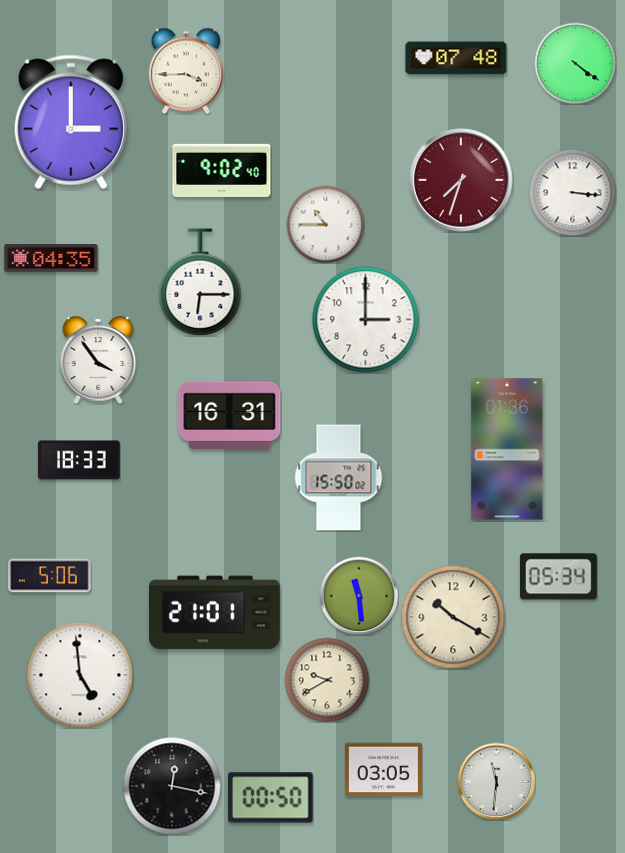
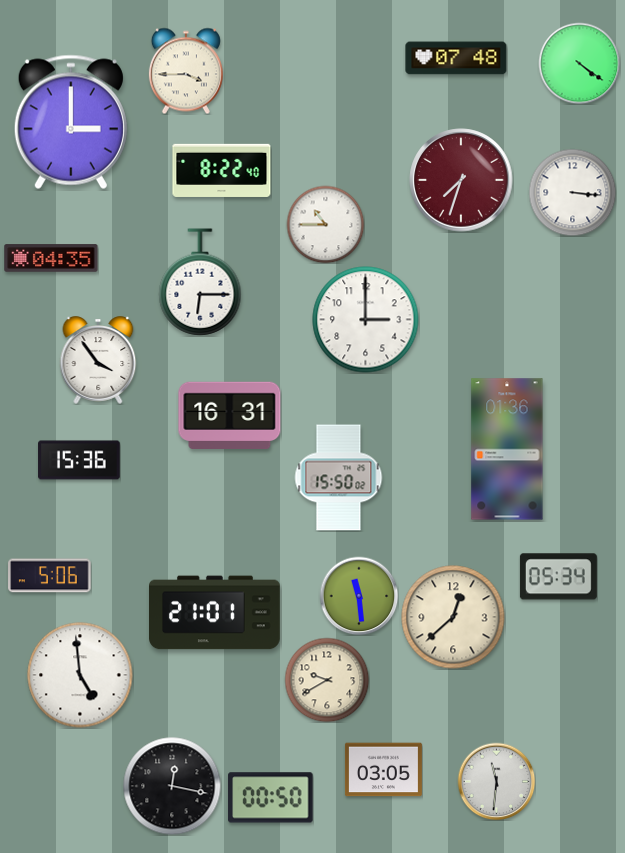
clock at (575, 63) position: (575, 63) -> (579, 63)
clock at (222, 170): 9:02 -> 8:22
clock at (79, 460): 18:33 -> 15:36
clock at (453, 617): 10:20 -> 12:38
